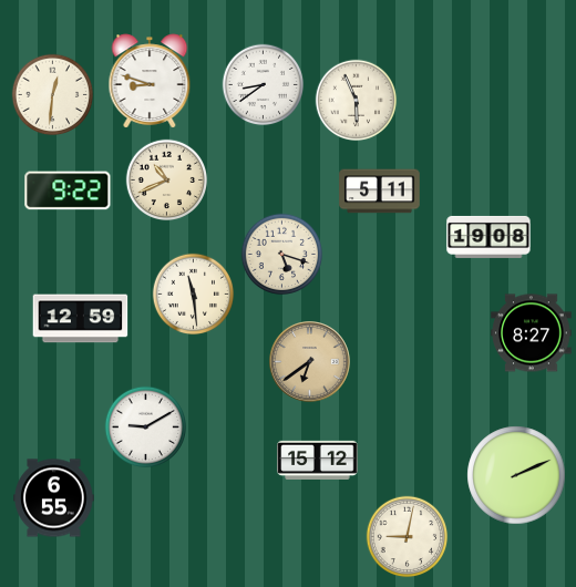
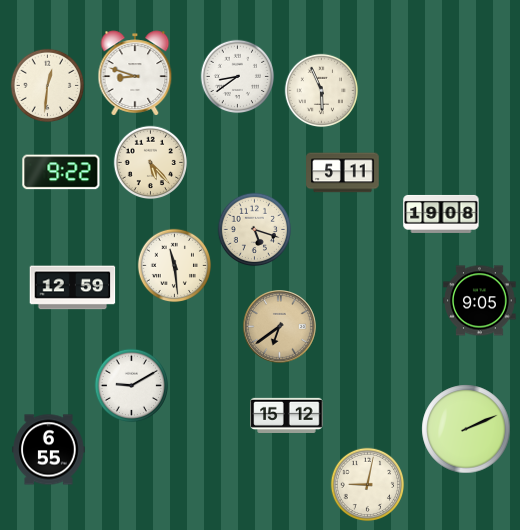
clock at (167, 181): 10:41 -> 5:23
clock at (532, 333): 8:27 -> 9:05
